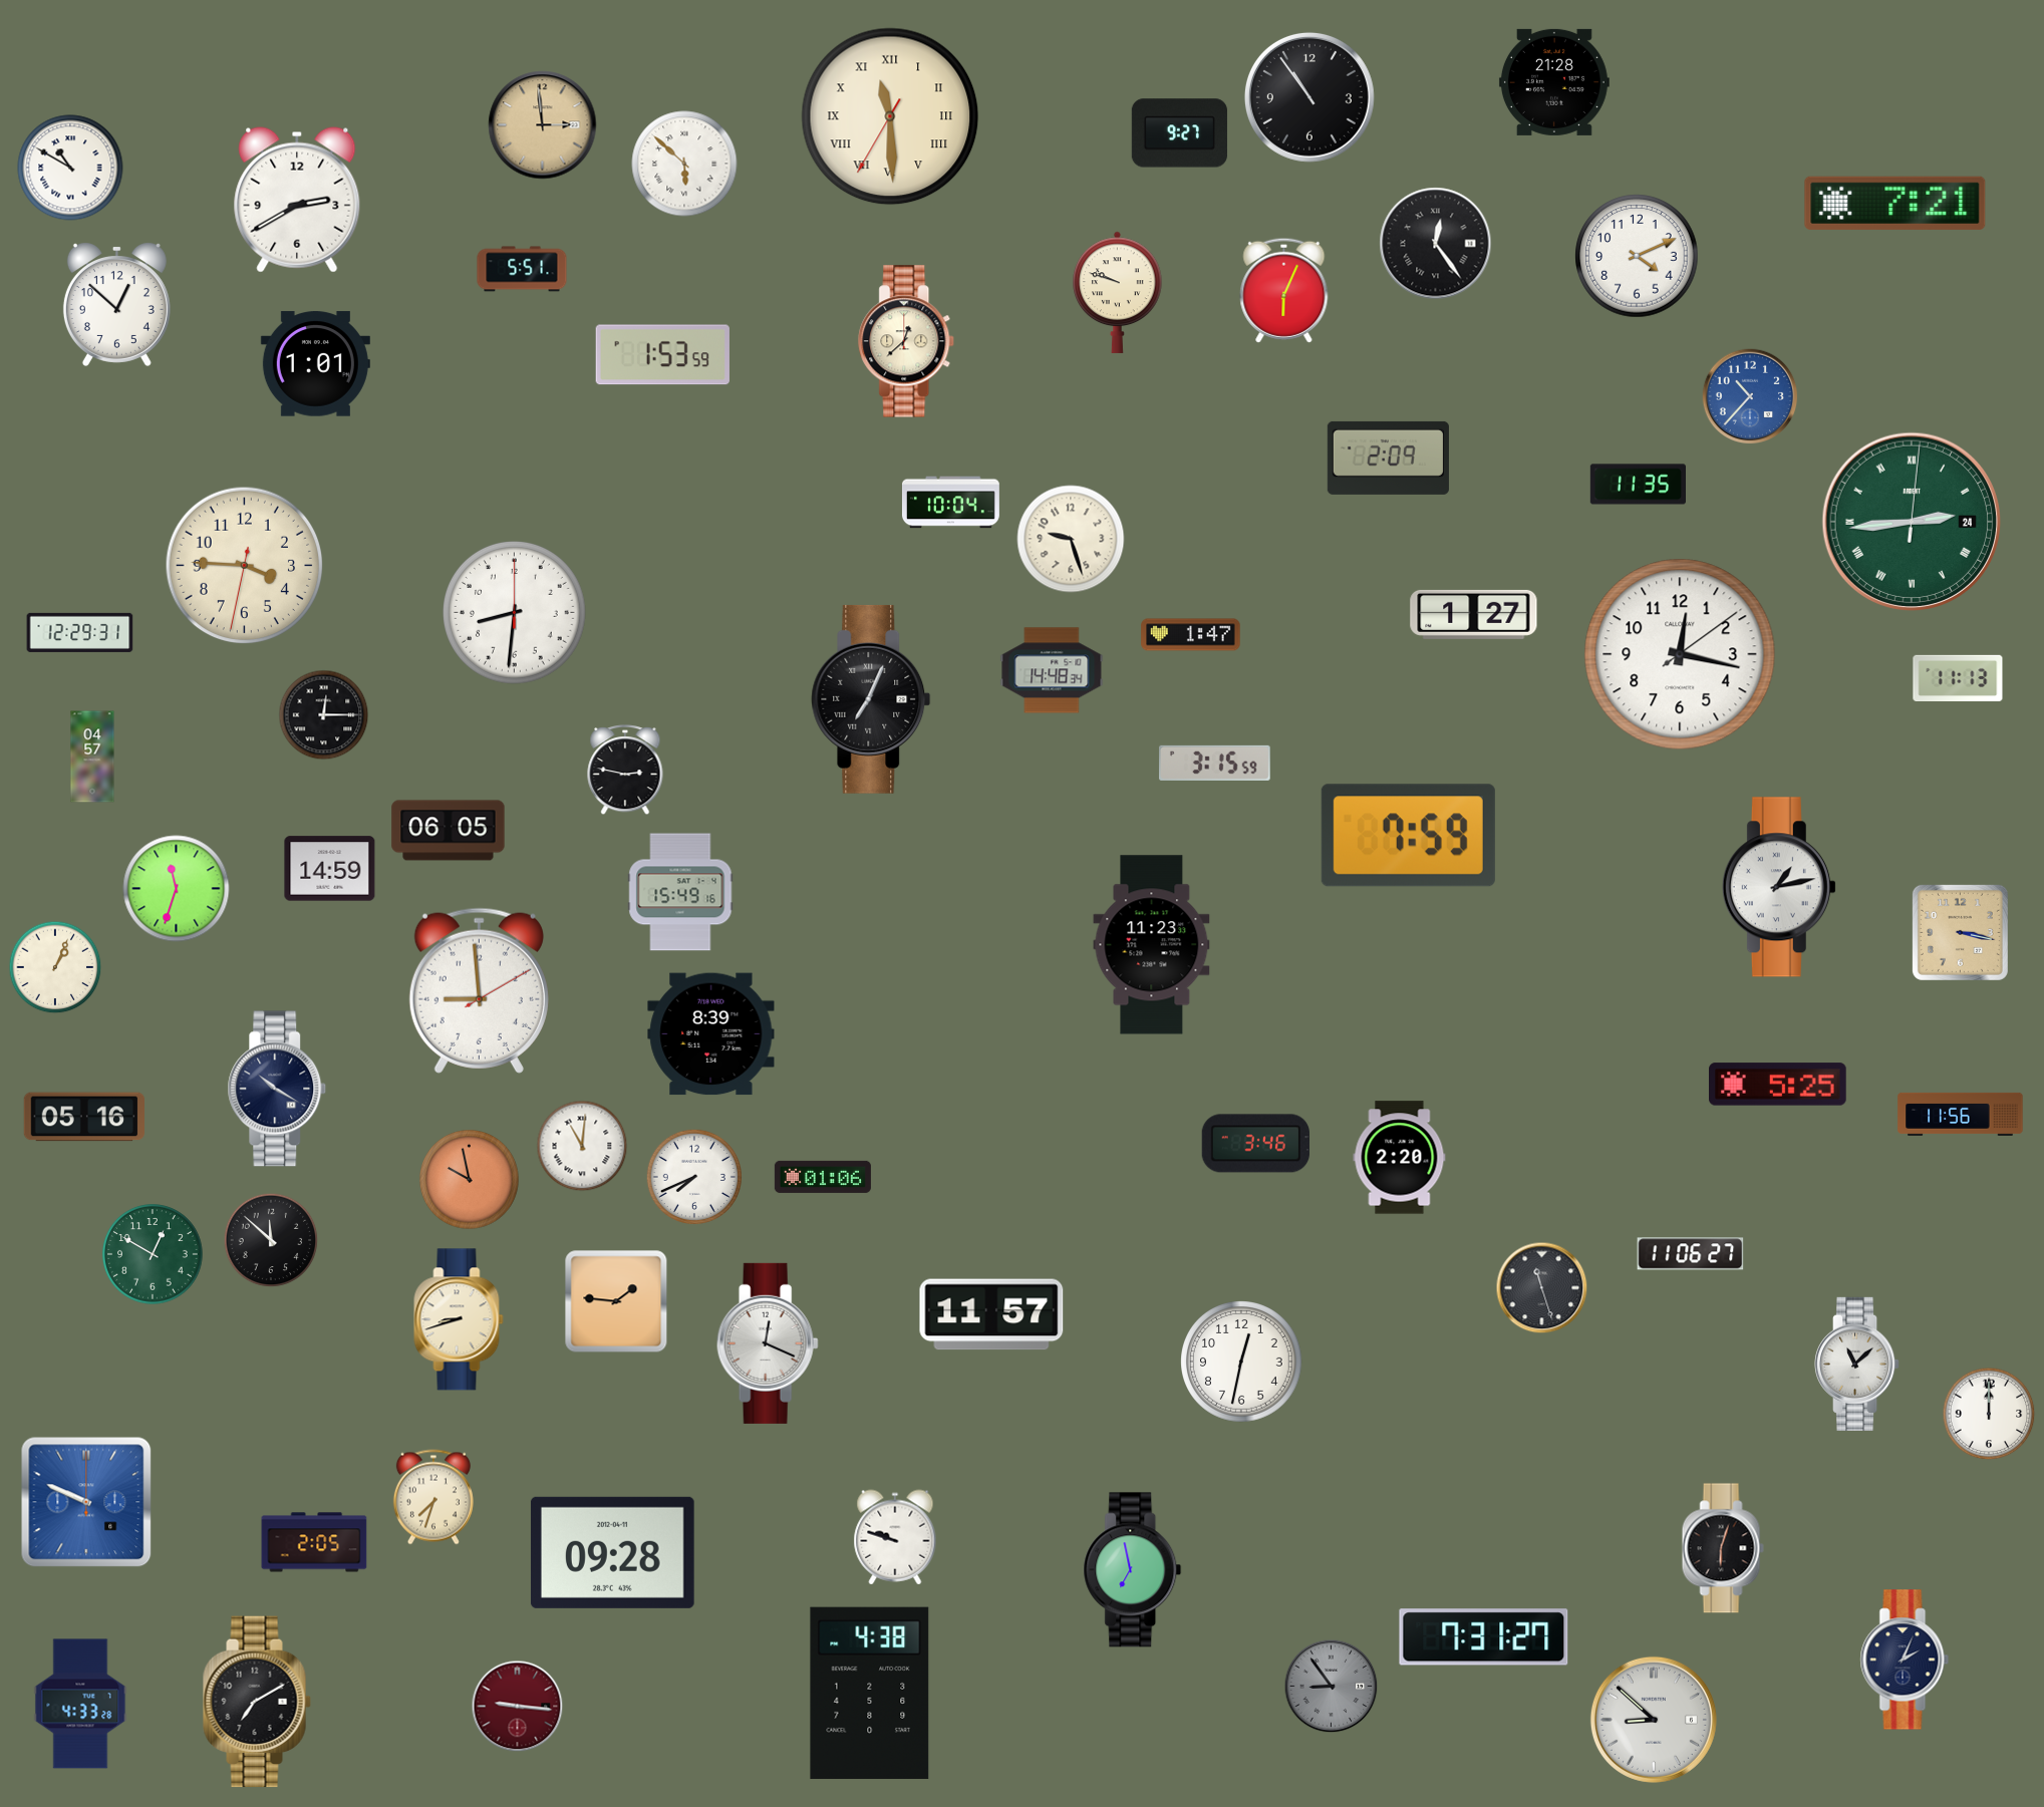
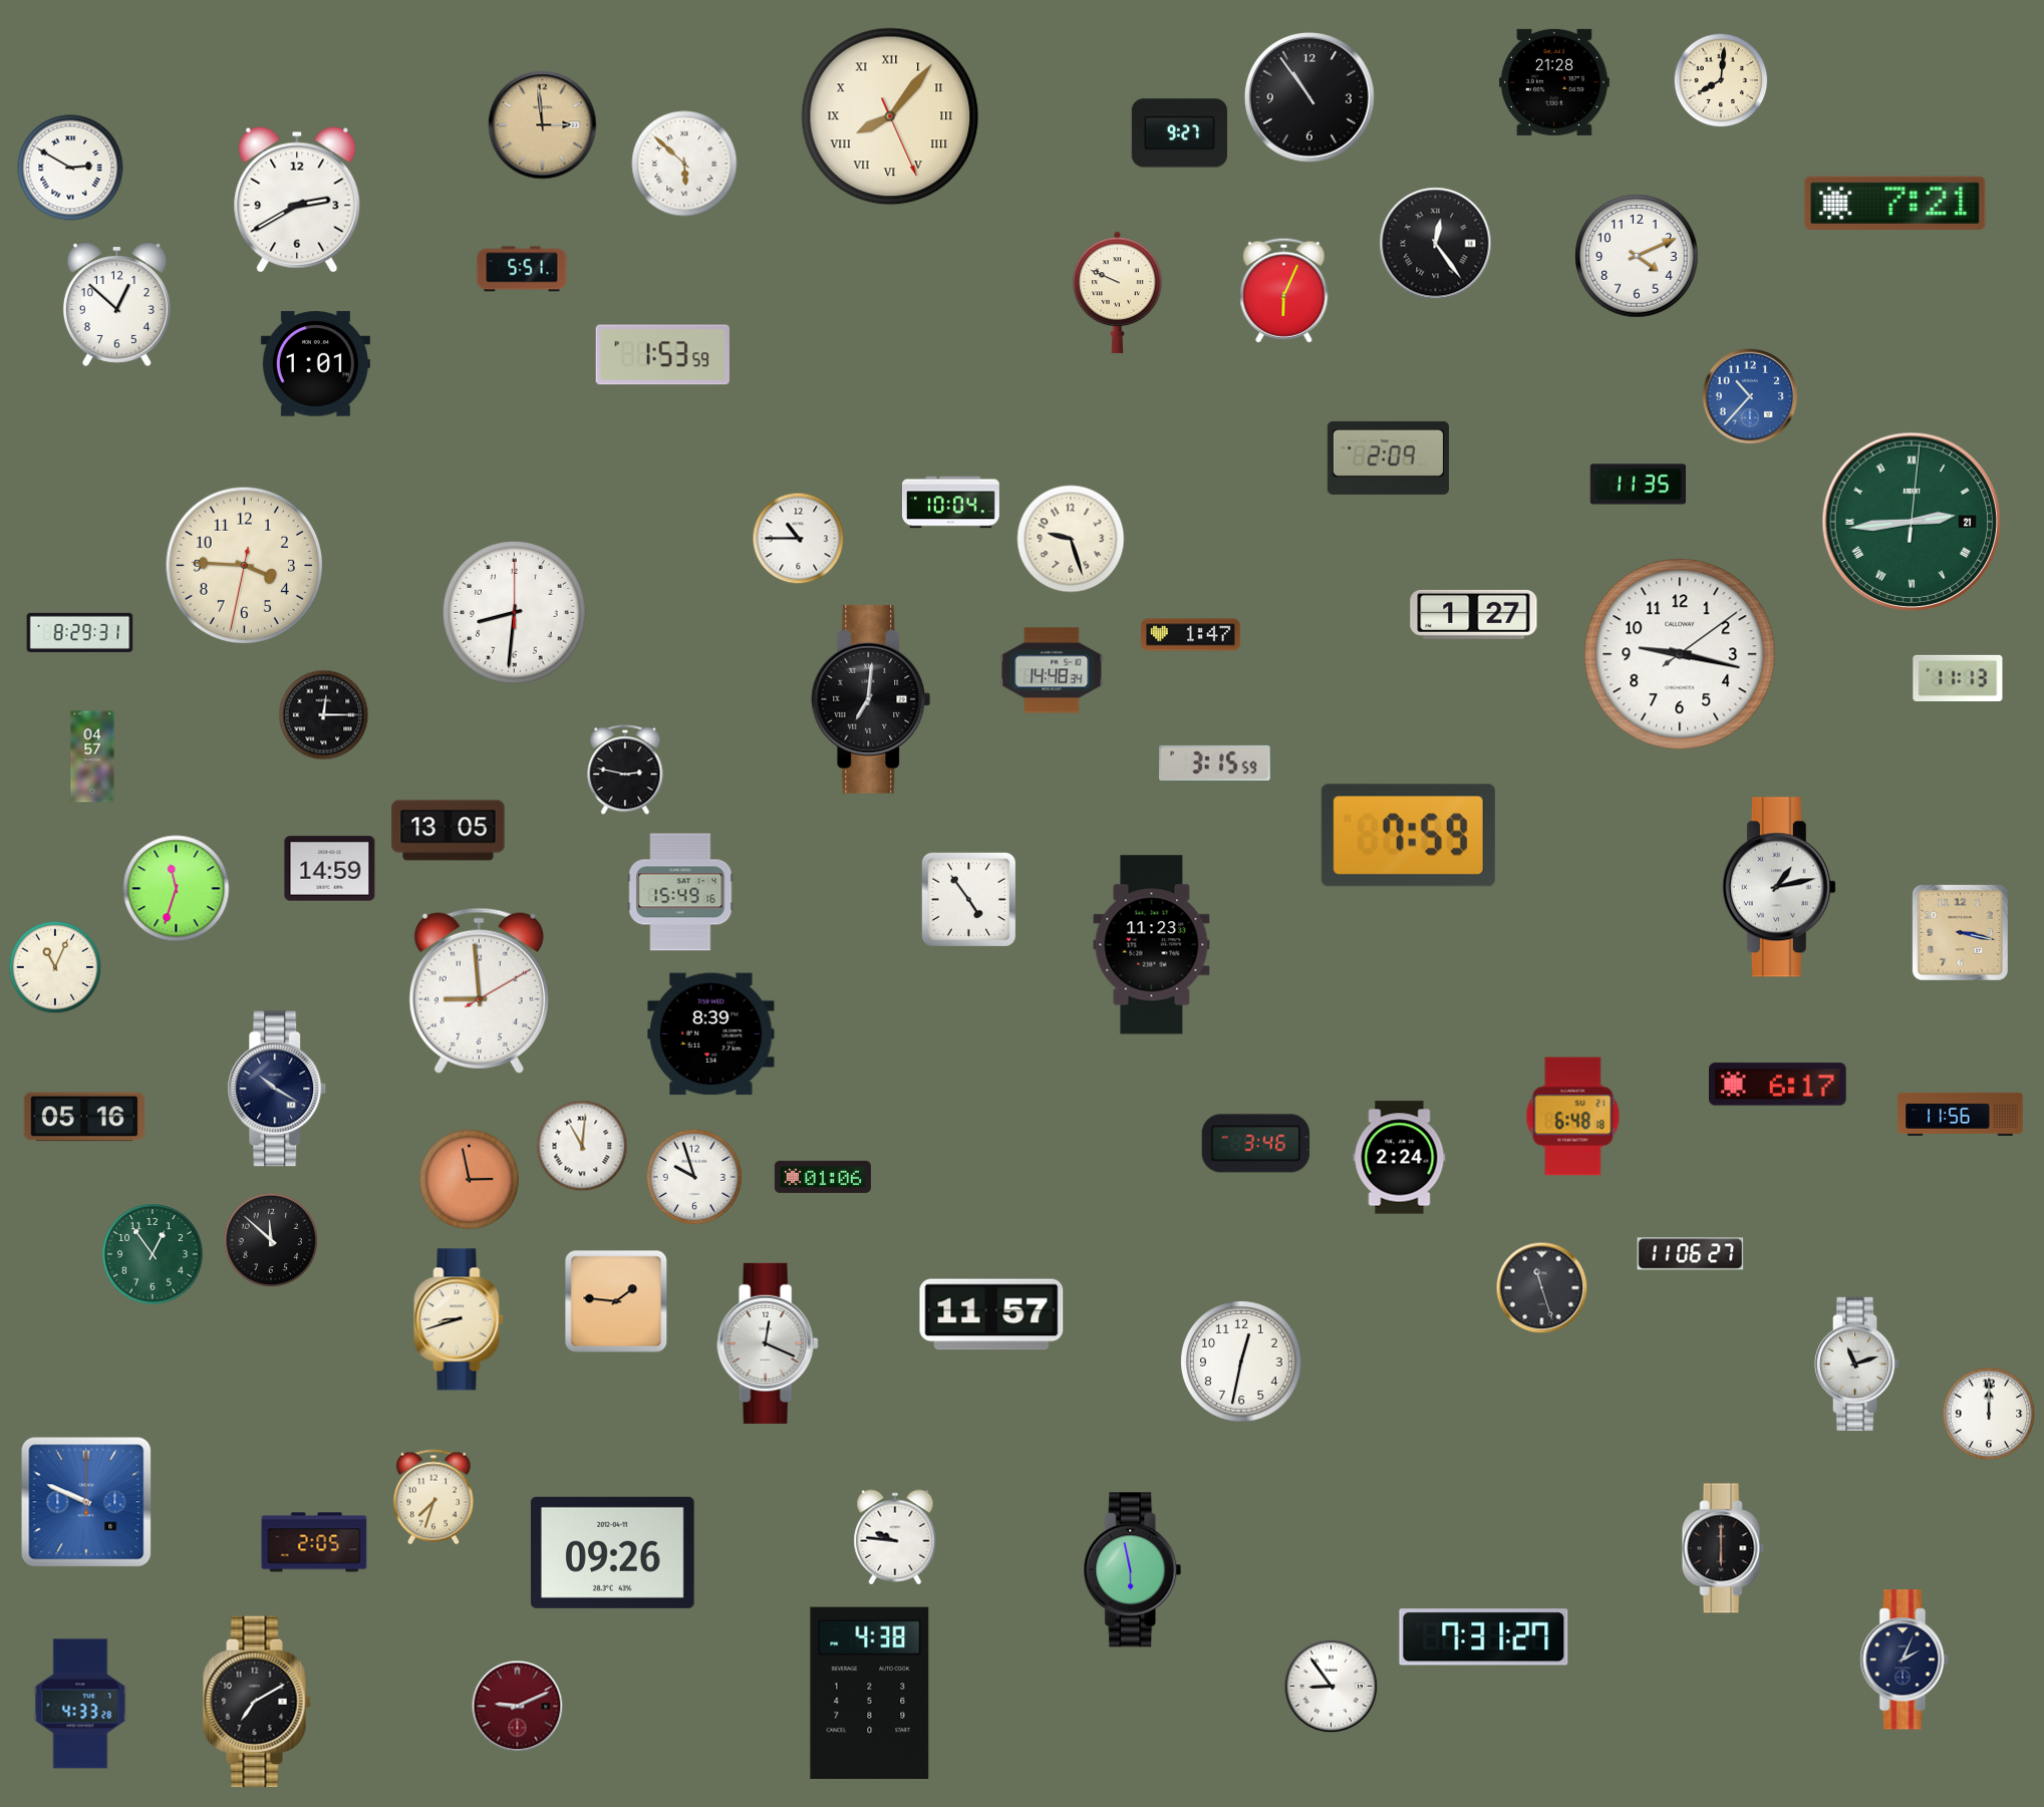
clock at (1721, 80): none -> 8:01
clock at (890, 116): 11:29 -> 8:06
clock at (70, 168): 10:50 -> 2:50
clock at (1118, 292): 9:48 -> 9:49
clock at (907, 341): 12:38 -> none
clock at (1911, 521) date: 24 -> 21
clock at (799, 539): none -> 10:45
clock at (80, 632): 12:29 -> 8:29
clock at (1680, 654): 12:17 -> 9:17
clock at (871, 699): 7:04 -> 7:01
clock at (449, 831): 06:05 -> 13:05
clock at (968, 899): none -> 4:54
clock at (55, 967): 1:04 -> 11:04
clock at (1778, 1085): 5:25 -> 6:17
clock at (1573, 1117): none -> 6:48
clock at (1400, 1158): 2:20 -> 2:24
clock at (693, 1176): 7:41 -> 9:57
clock at (470, 1180): 9:58 -> 2:58
clock at (153, 1254): 12:50 -> 12:54
clock at (1857, 1364): 11:08 -> 11:12
clock at (895, 1537): 9:48 -> 9:46
clock at (1723, 1548): 6:03 -> 6:00
clock at (612, 1552): 09:28 -> 09:26
clock at (1133, 1570): 6:58 -> 5:58
clock at (1332, 1687) dial: grey -> white
clock at (518, 1707): 9:16 -> 9:11
clock at (1654, 1720): 8:52 -> none
